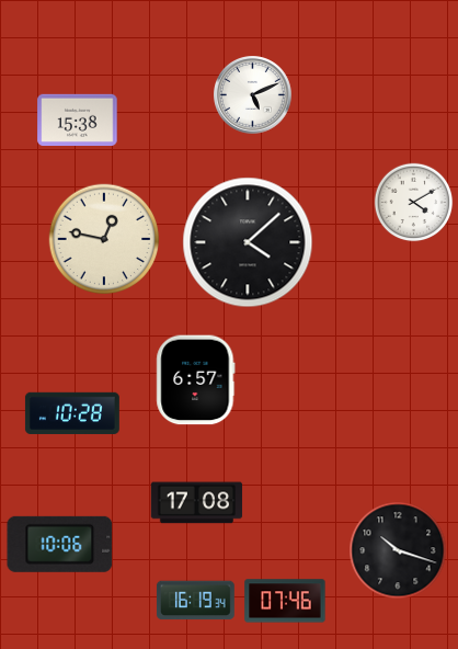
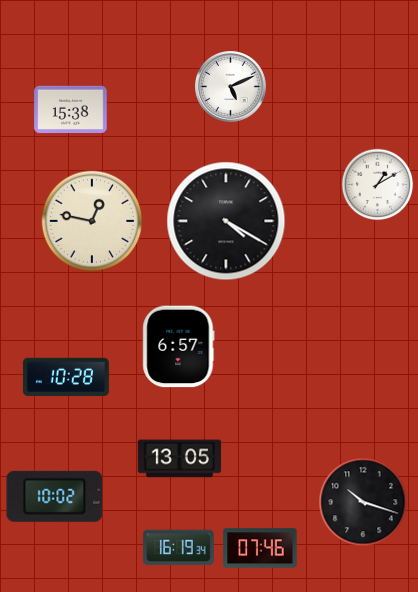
clock at (414, 203): 4:10 -> 1:10
clock at (104, 239) position: (104, 239) -> (92, 221)
clock at (248, 242): 4:08 -> 4:20
clock at (197, 503): 17:08 -> 13:05
clock at (60, 544): 10:06 -> 10:02
